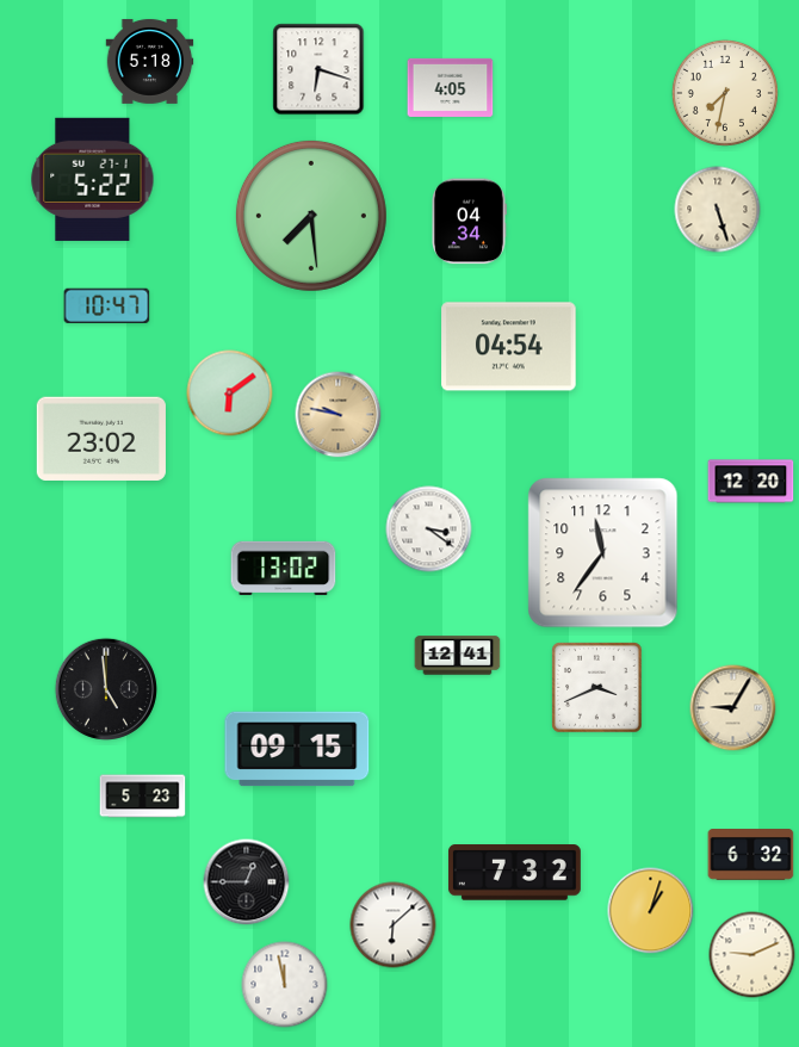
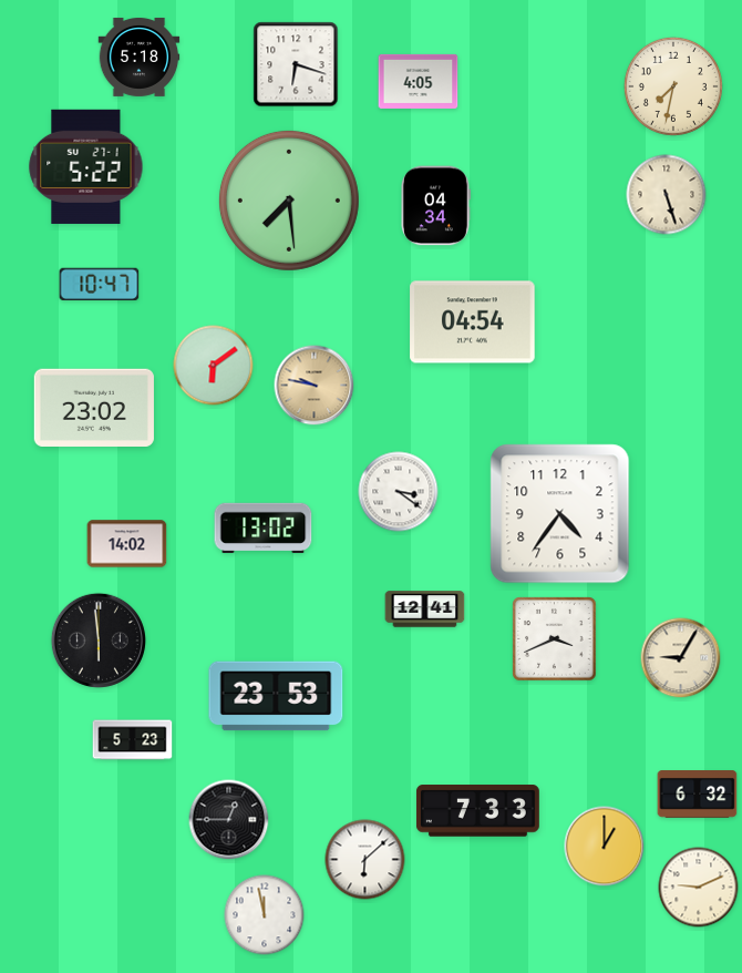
clock at (751, 482): 12:20 -> none
clock at (603, 553): 11:36 -> 4:36
clock at (127, 544): none -> 14:02
clock at (106, 689): 4:59 -> 5:59
clock at (297, 749): 09:15 -> 23:53
clock at (514, 873): 7:32 -> 7:33
clock at (651, 911): 1:03 -> 1:00
